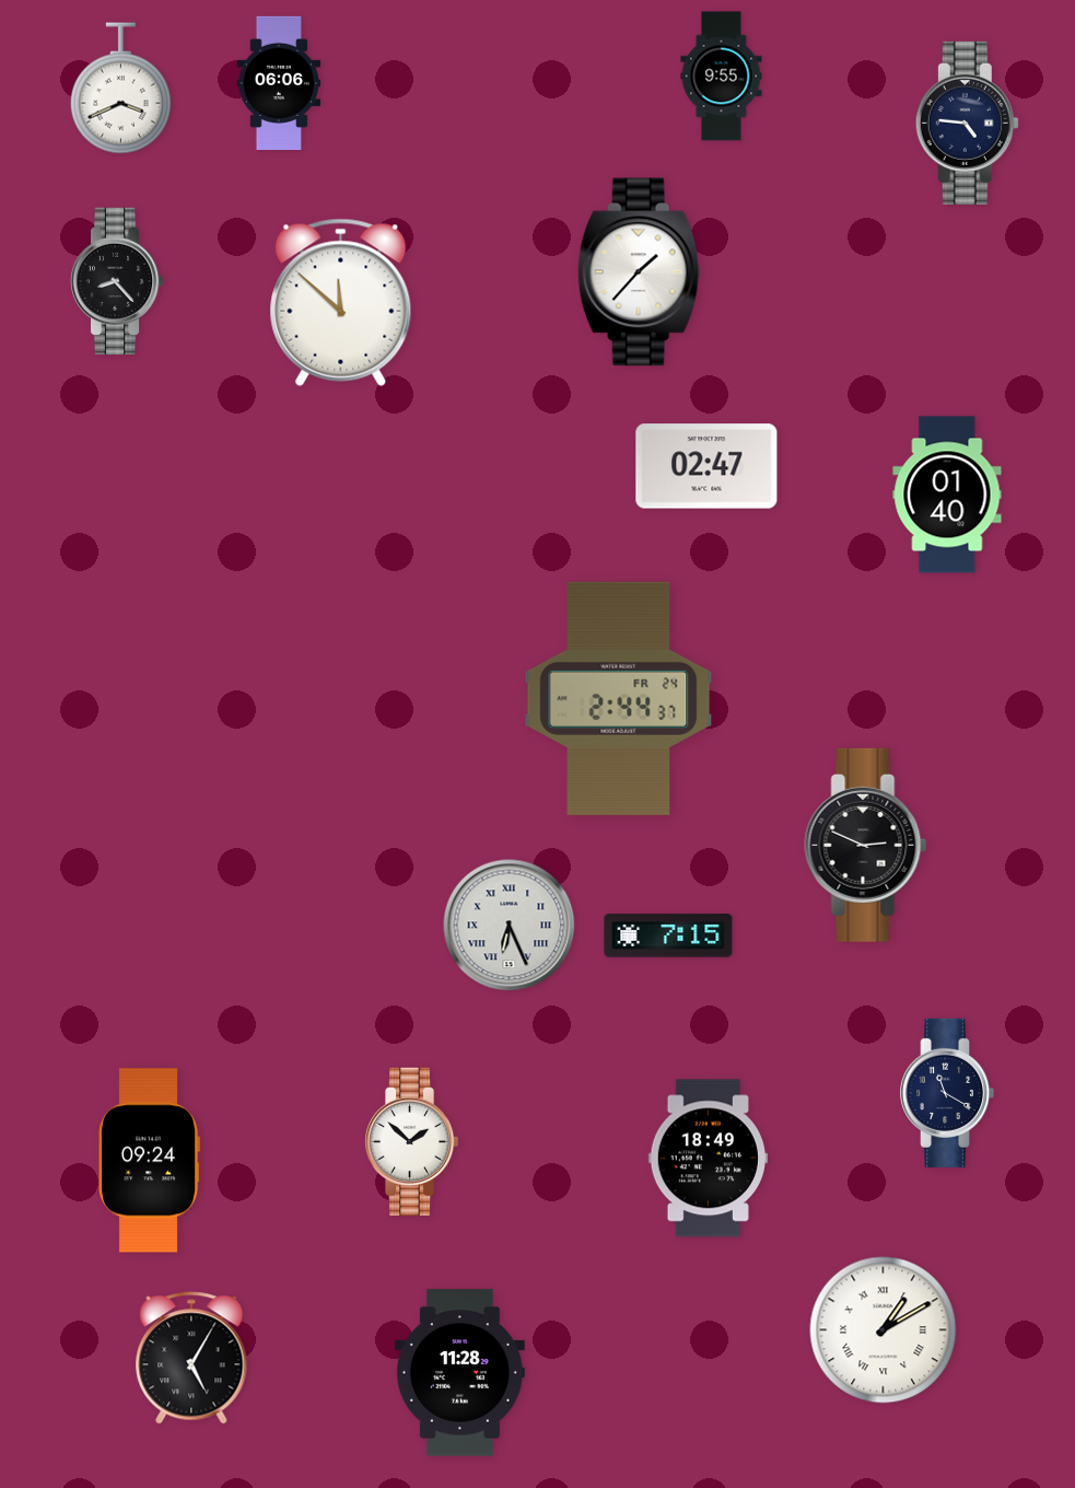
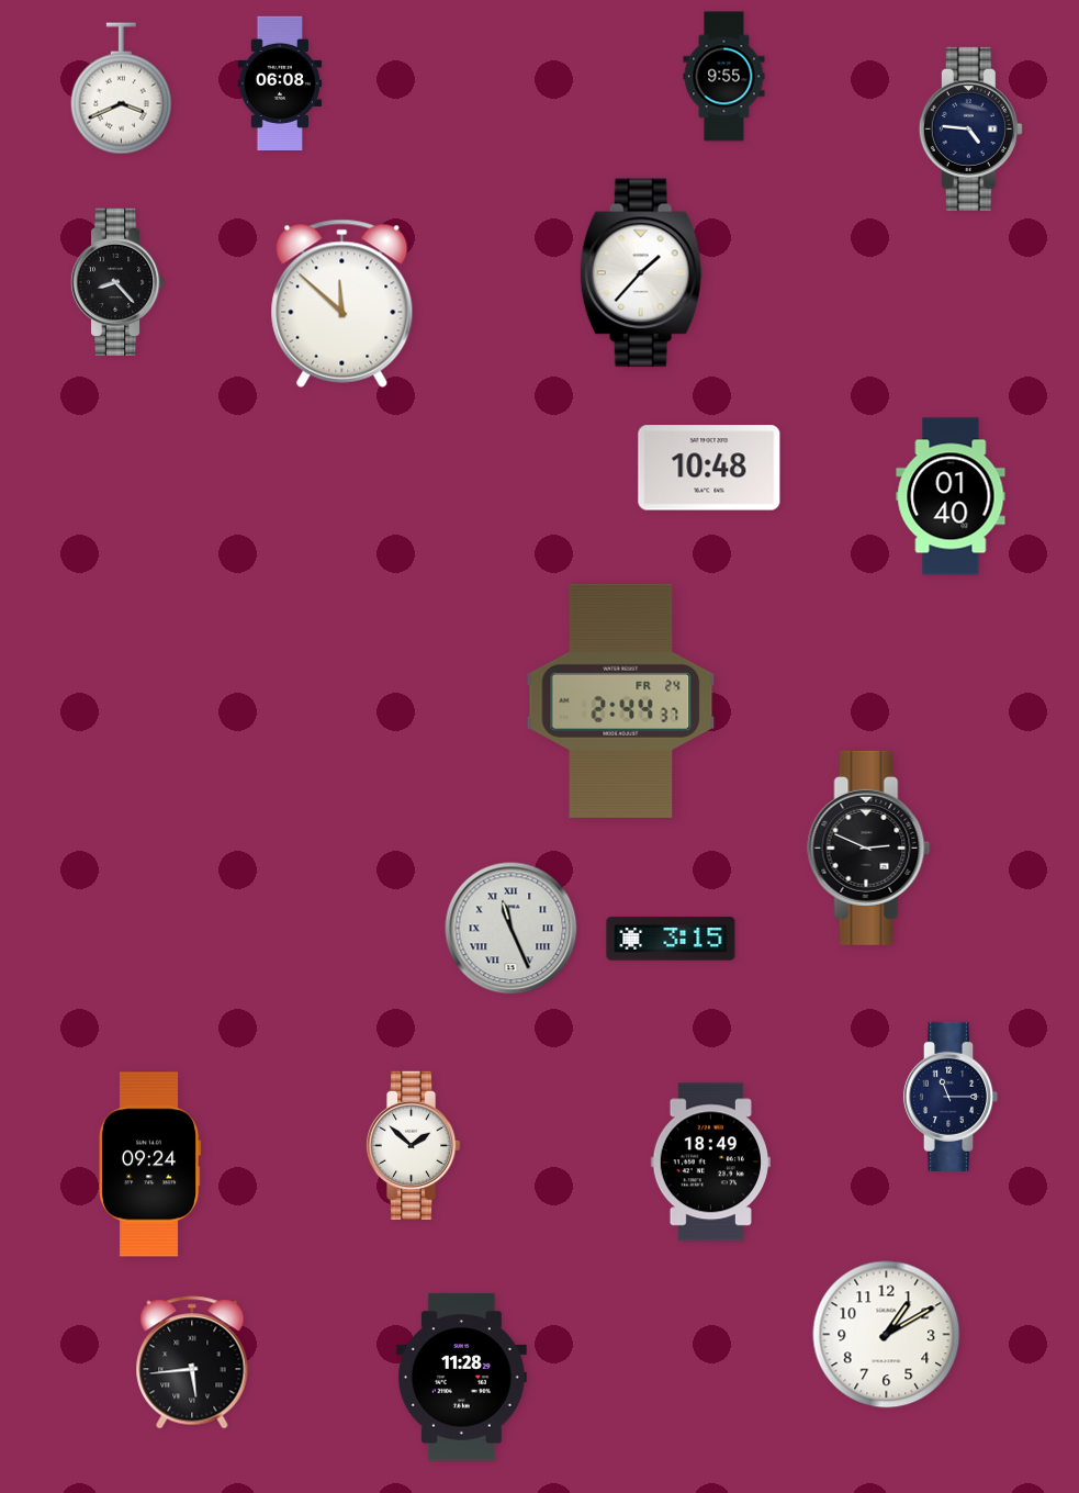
clock at (279, 82): 06:06 -> 06:08
clock at (967, 123) position: (967, 123) -> (970, 128)
clock at (706, 466): 02:47 -> 10:48
clock at (510, 926): 6:26 -> 11:26
clock at (668, 935): 7:15 -> 3:15
clock at (947, 1093): 11:20 -> 11:15
clock at (884, 1330) numerals: Roman -> Arabic
clock at (191, 1358): 5:05 -> 5:44
